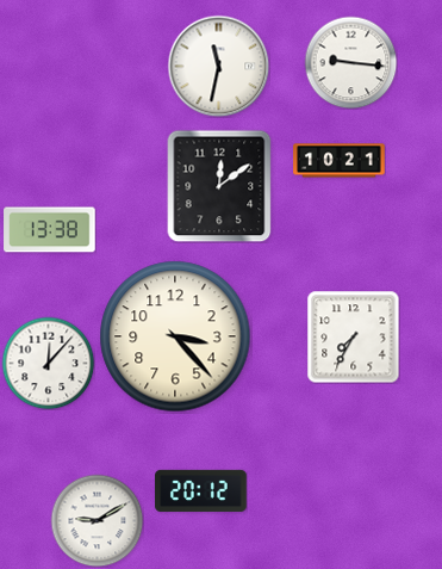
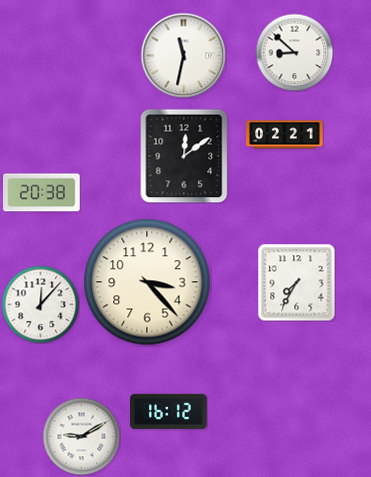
clock at (350, 62): 9:16 -> 8:52
clock at (340, 161): 10:21 -> 02:21
clock at (50, 230): 13:38 -> 20:38
clock at (201, 490): 20:12 -> 16:12
